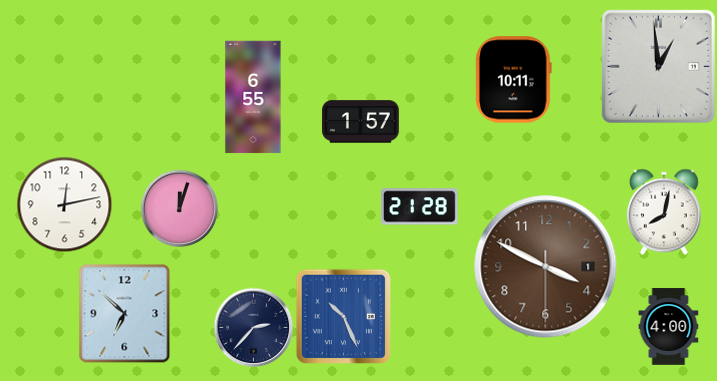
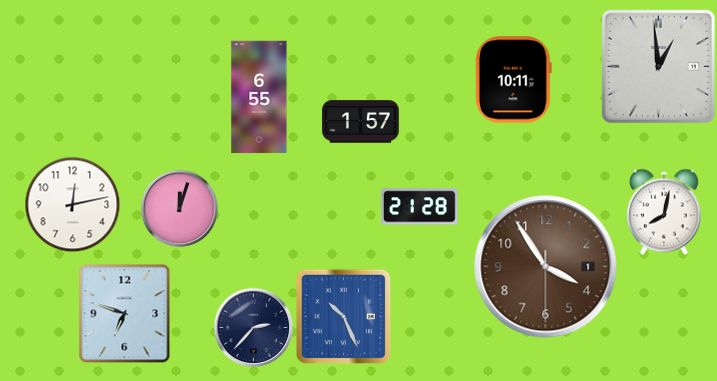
clock at (253, 97) position: (253, 97) -> (259, 97)
clock at (64, 204) position: (64, 204) -> (72, 204)
clock at (546, 267): 3:49 -> 3:54
clock at (125, 314): 6:52 -> 6:48
clock at (669, 327): 4:00 -> none
